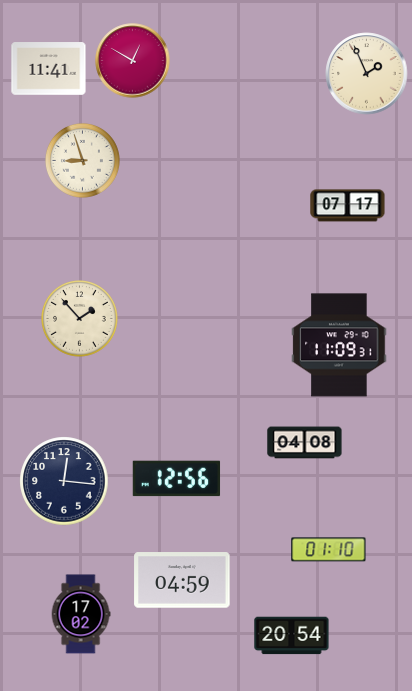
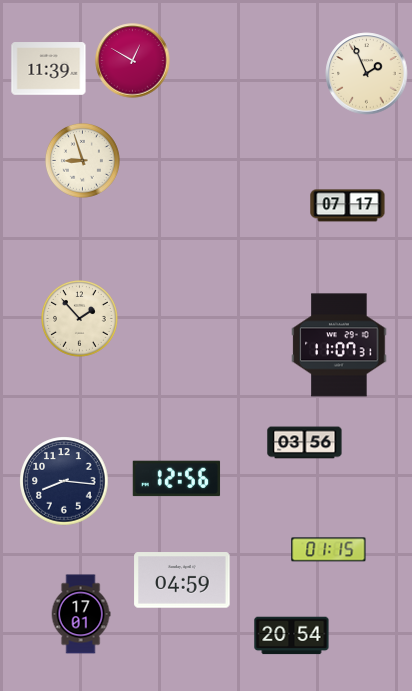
clock at (49, 69): 11:41 -> 11:39
clock at (339, 345): 11:09 -> 11:07
clock at (305, 443): 04:08 -> 03:56
clock at (64, 481): 12:16 -> 8:16
clock at (329, 550): 01:10 -> 01:15
clock at (81, 614): 17:02 -> 17:01
